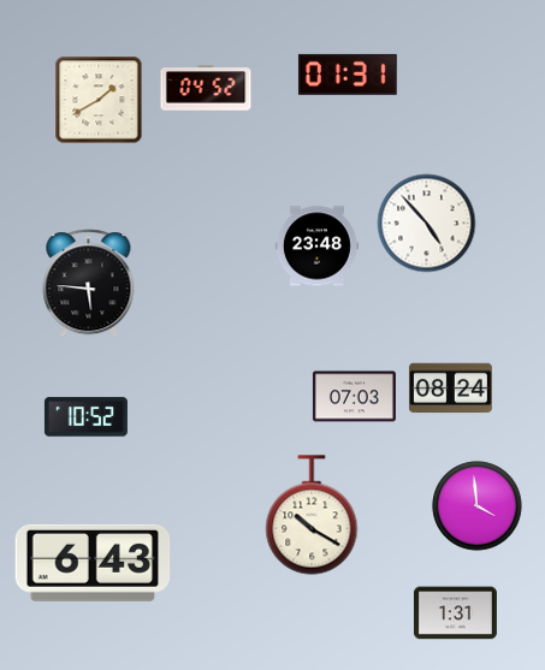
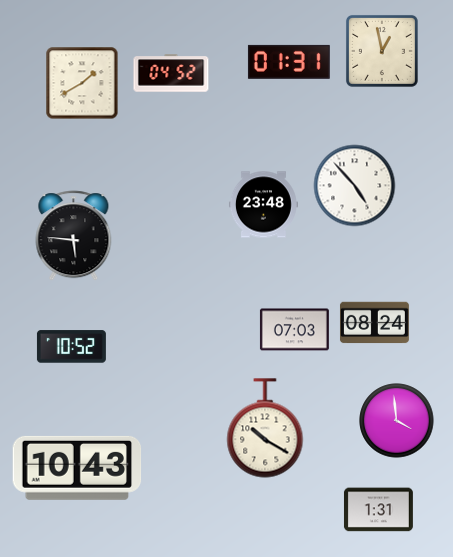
clock at (382, 51): none -> 12:58
clock at (312, 515) position: (312, 515) -> (265, 428)
clock at (93, 563): 6:43 -> 10:43
